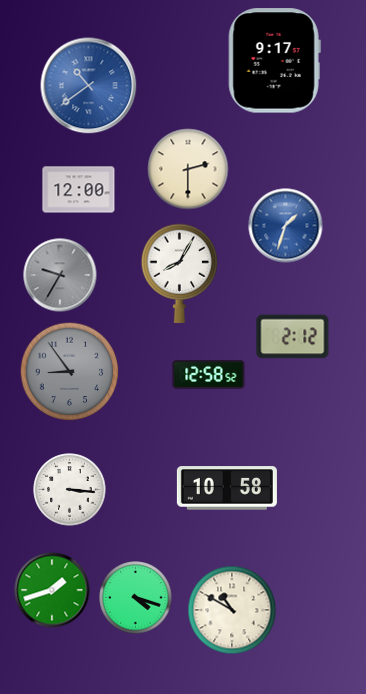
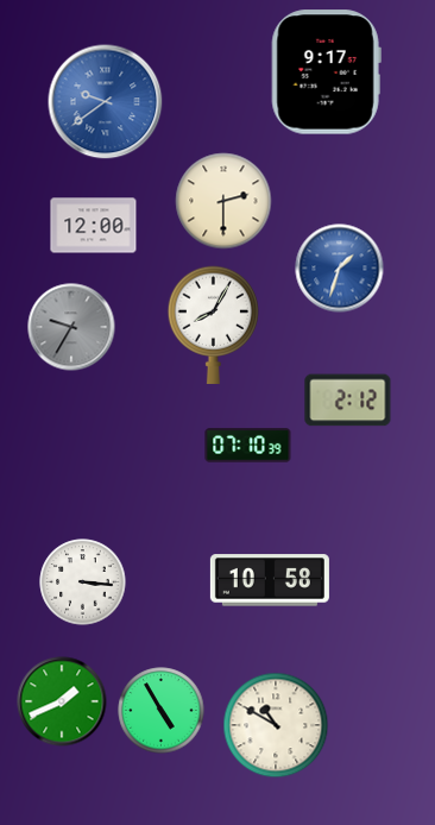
clock at (89, 86): 10:39 -> 9:39
clock at (70, 372): 8:54 -> none
clock at (209, 375): 12:58 -> 07:10
clock at (52, 590): 1:42 -> 1:41
clock at (136, 598): 4:18 -> 4:55
